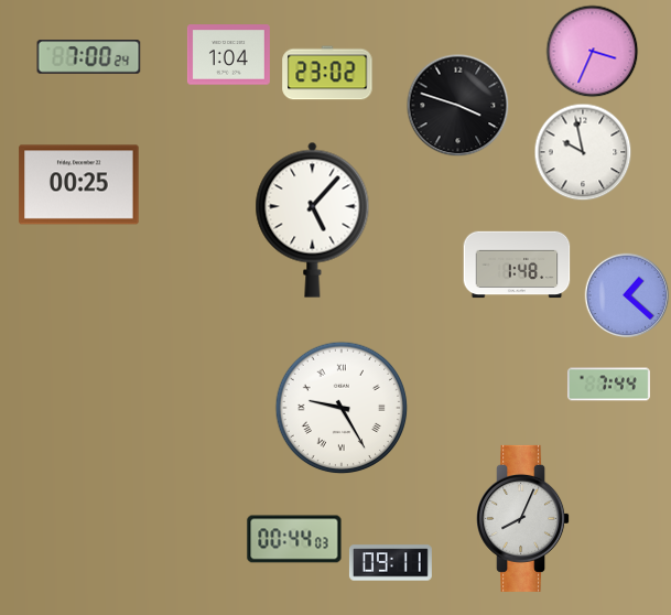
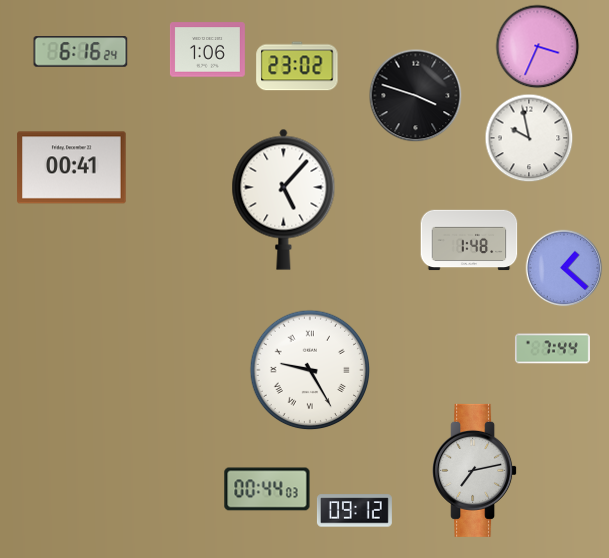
clock at (228, 55): 1:04 -> 1:06
clock at (89, 57): 7:00 -> 6:16
clock at (79, 185): 00:25 -> 00:41
clock at (627, 295) position: (627, 295) -> (564, 268)
clock at (523, 518): 8:04 -> 7:13
clock at (390, 563): 09:11 -> 09:12
